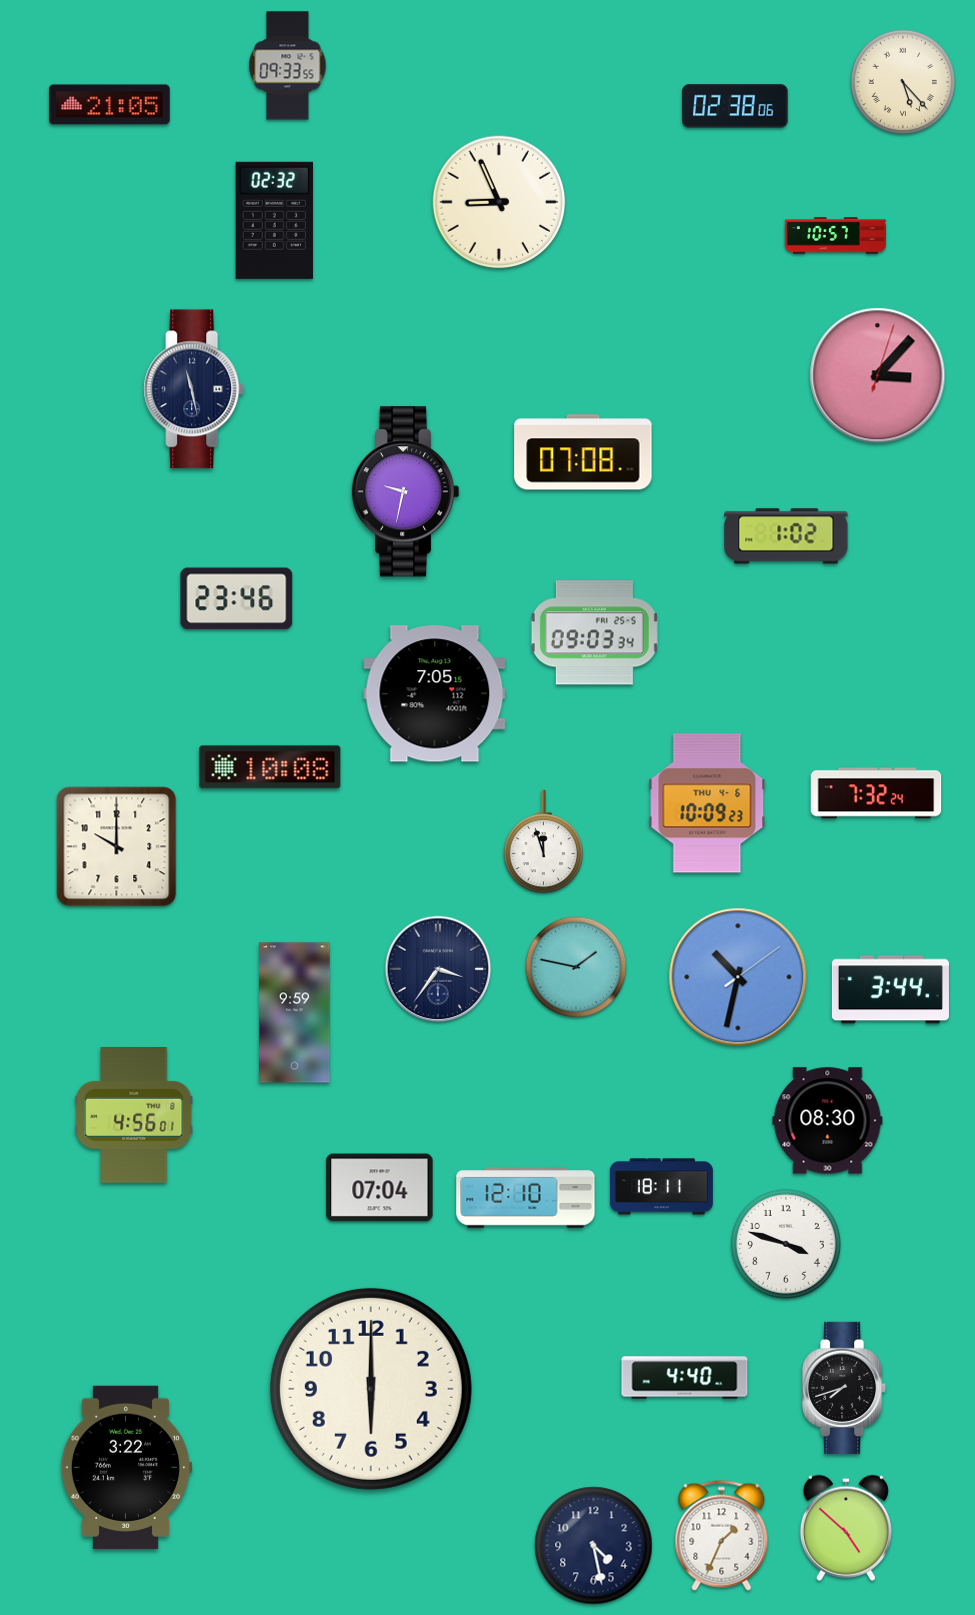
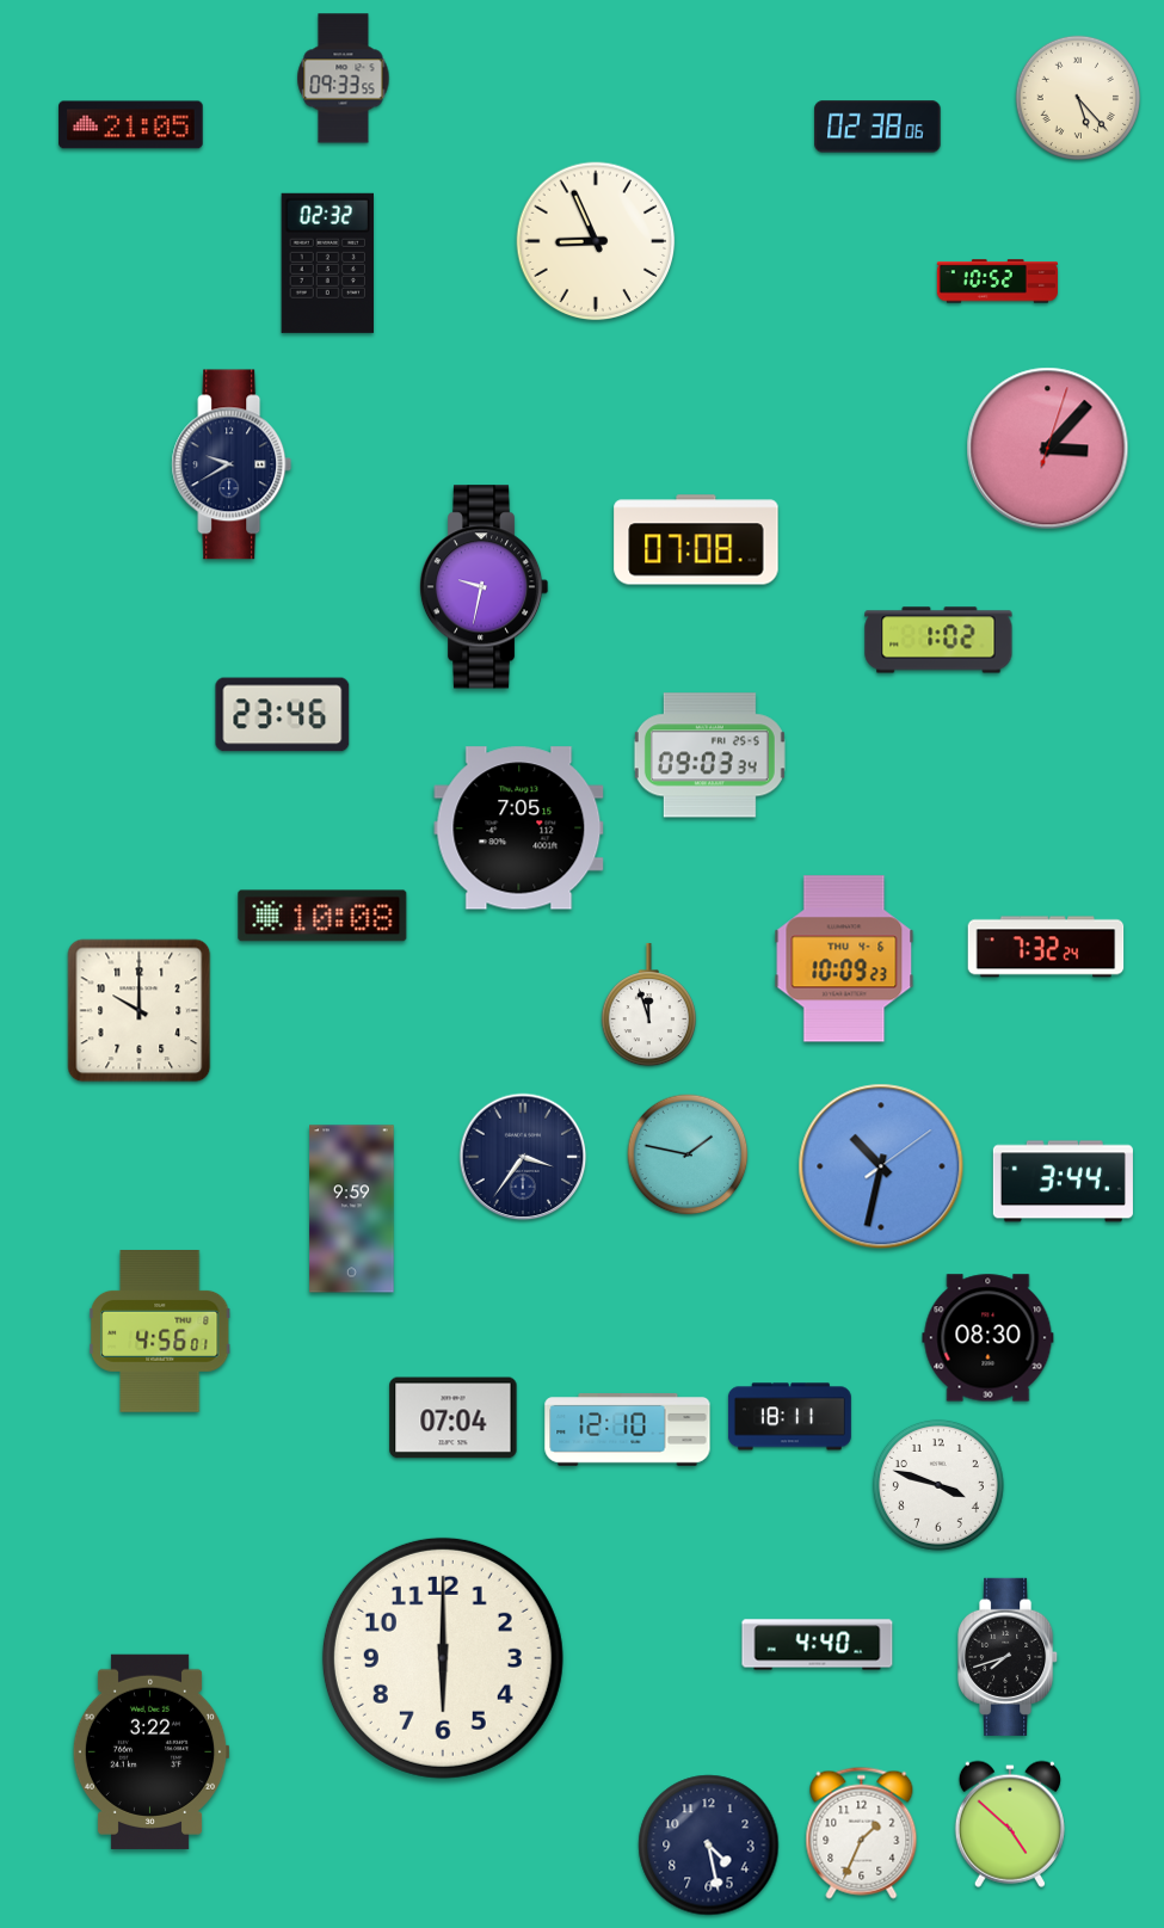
clock at (835, 236): 10:57 -> 10:52
clock at (194, 389): 11:28 -> 9:40
